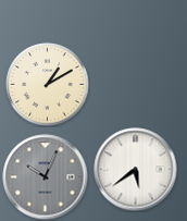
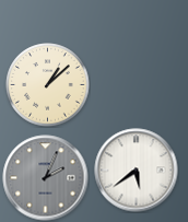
clock at (48, 85): 1:10 -> 1:08
clock at (46, 177): 10:04 -> 2:04
